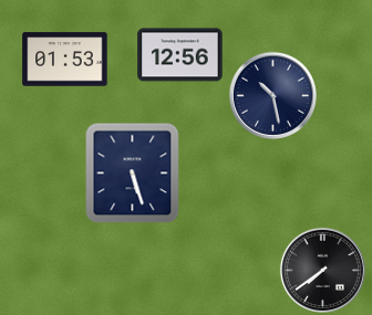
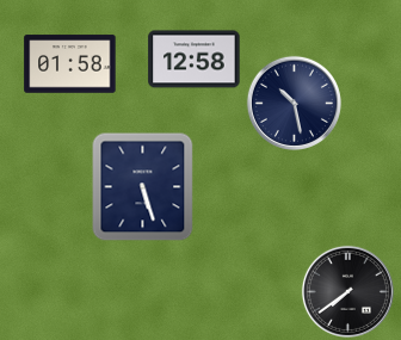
clock at (180, 55): 12:56 -> 12:58
clock at (65, 60): 01:53 -> 01:58
